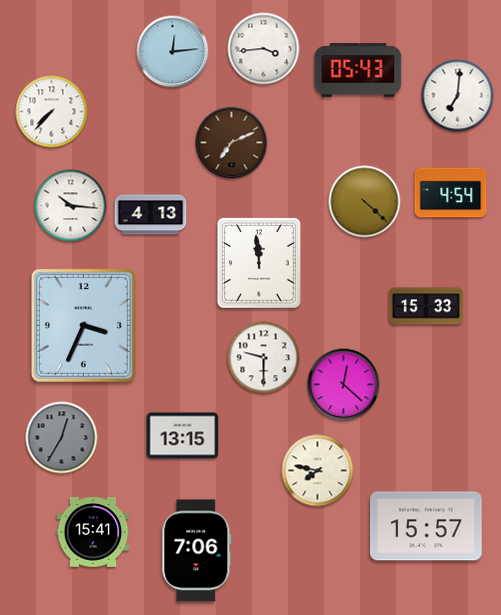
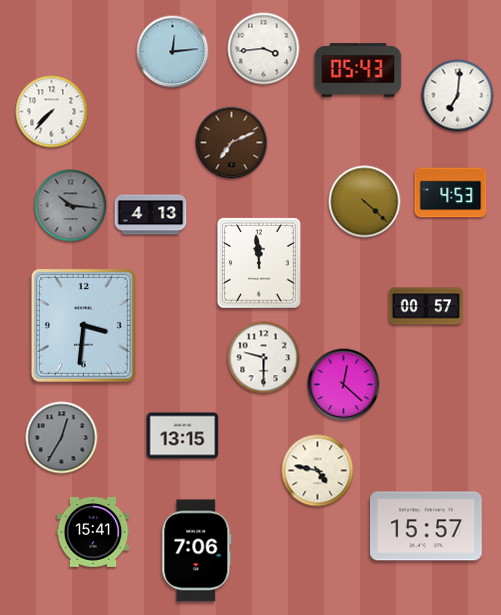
clock at (451, 193): 4:54 -> 4:53
clock at (71, 206) dial: white -> grey
clock at (426, 306): 15:33 -> 00:57
clock at (83, 325): 3:34 -> 3:31
clock at (318, 471): 7:47 -> 4:47
